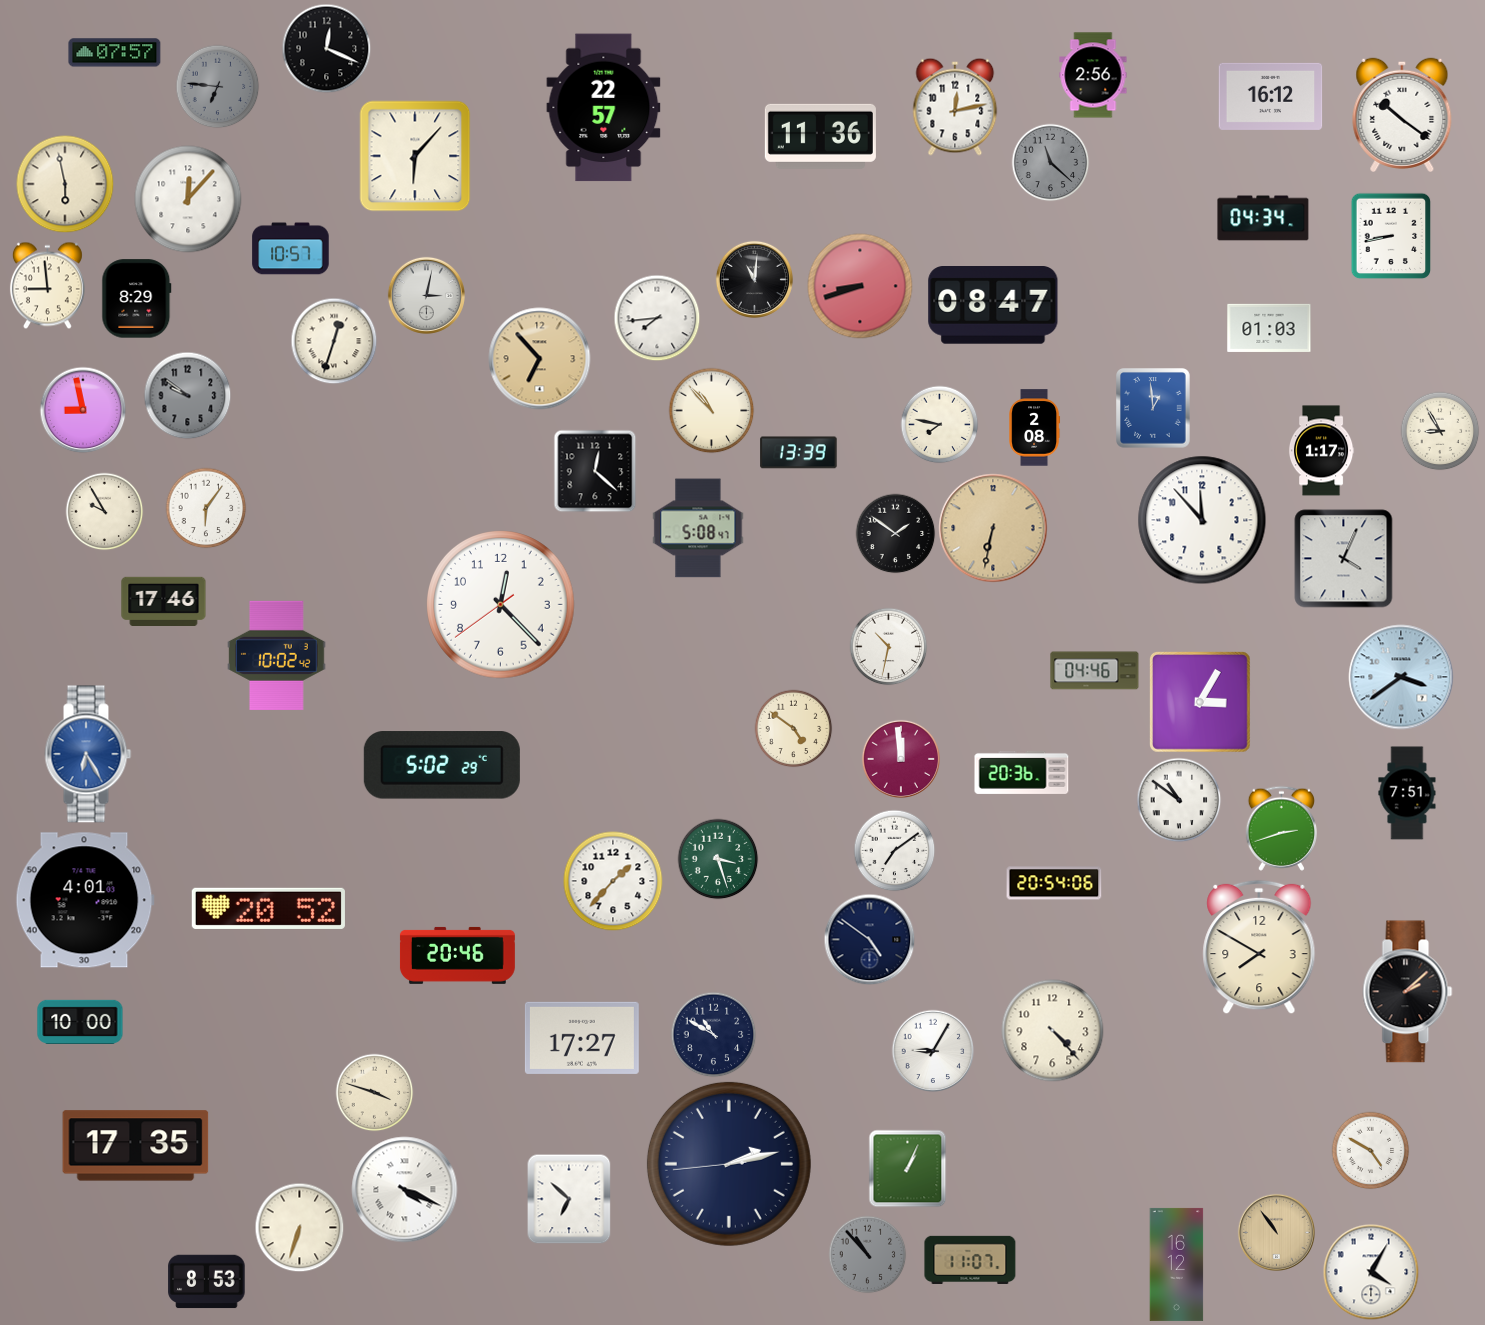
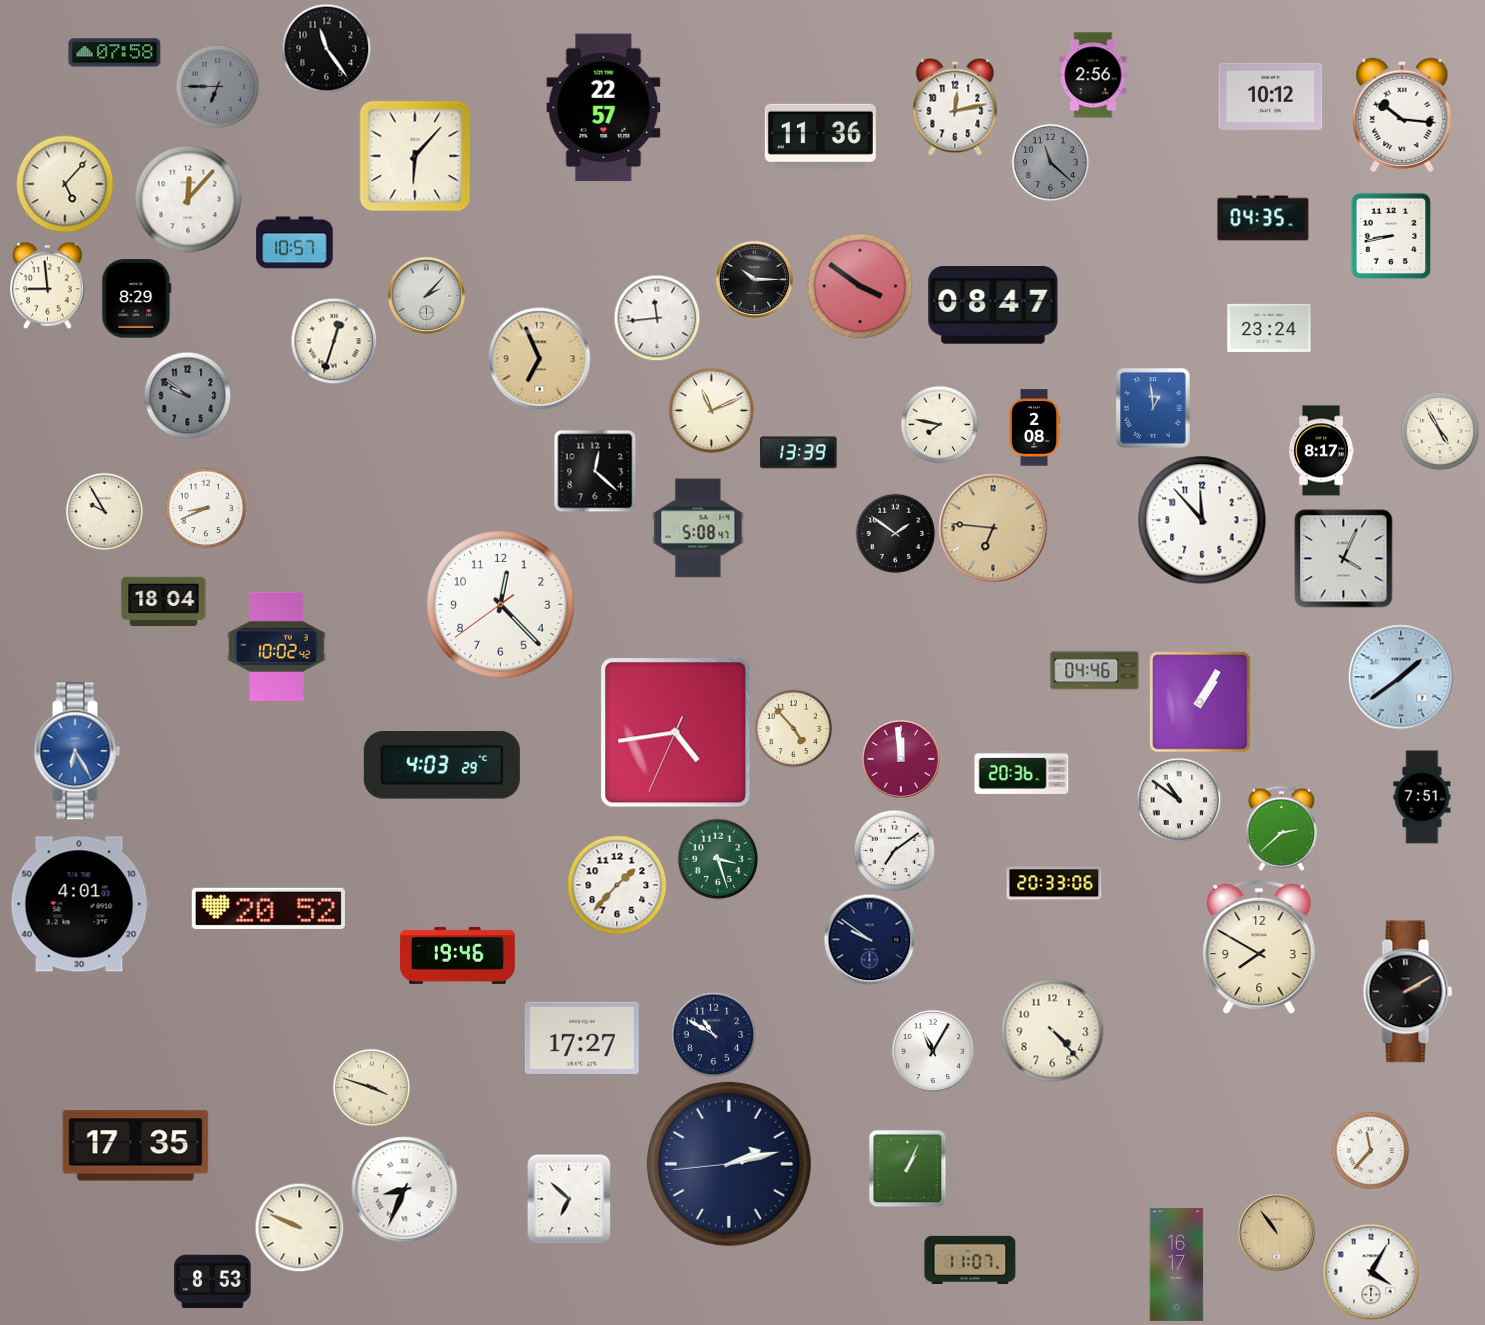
clock at (326, 48): 12:19 -> 11:24
clock at (115, 53): 07:57 -> 07:58
clock at (217, 86): 6:46 -> 6:45
clock at (1271, 96): 16:12 -> 10:12
clock at (1402, 115): 10:21 -> 10:16
clock at (65, 184): 5:58 -> 5:07
clock at (1263, 218): 04:34 -> 04:35
clock at (291, 249) position: (291, 249) -> (295, 243)
clock at (754, 279): 11:01 -> 10:15
clock at (860, 286): 8:42 -> 3:51
clock at (426, 295): 3:02 -> 2:07
clock at (657, 318): 7:44 -> 11:44
clock at (1269, 328): 01:03 -> 23:24
clock at (540, 359): 6:53 -> 6:56
clock at (83, 410): 8:58 -> none
clock at (711, 410): 10:53 -> 11:11
clock at (1440, 431): 8:55 -> 4:55
clock at (1321, 451): 1:17 -> 8:17
clock at (206, 508): 6:06 -> 8:41
clock at (993, 528): 6:32 -> 6:46
clock at (164, 601): 17:46 -> 18:04
clock at (888, 646): 10:32 -> none
clock at (277, 655) position: (277, 655) -> (277, 646)
clock at (1401, 677): 3:39 -> 1:39
clock at (1201, 703): 3:05 -> 1:05
clock at (793, 728): 4:51 -> 4:53
clock at (676, 733): none -> 4:43
clock at (88, 754) position: (88, 754) -> (77, 751)
clock at (442, 765): 5:02 -> 4:03
clock at (1407, 793) position: (1407, 793) -> (1422, 797)
clock at (1281, 828): 2:42 -> 2:38
clock at (613, 881) position: (613, 881) -> (617, 885)
clock at (1054, 883): 20:54 -> 20:33
clock at (85, 900) position: (85, 900) -> (80, 904)
clock at (869, 939): 4:51 -> 9:51
clock at (457, 955): 20:46 -> 19:46
clock at (1408, 992): 2:08 -> 2:10
clock at (80, 1021): 10:00 -> none
clock at (933, 1051): 9:05 -> 11:05
clock at (374, 1092) position: (374, 1092) -> (371, 1087)
clock at (1370, 1150): 4:50 -> 11:37
clock at (405, 1190): 4:19 -> 8:34
clock at (299, 1227): 6:33 -> 9:49
clock at (867, 1254): 10:53 -> none
clock at (1177, 1264): 16:12 -> 16:17
clock at (207, 1282) position: (207, 1282) -> (213, 1282)
